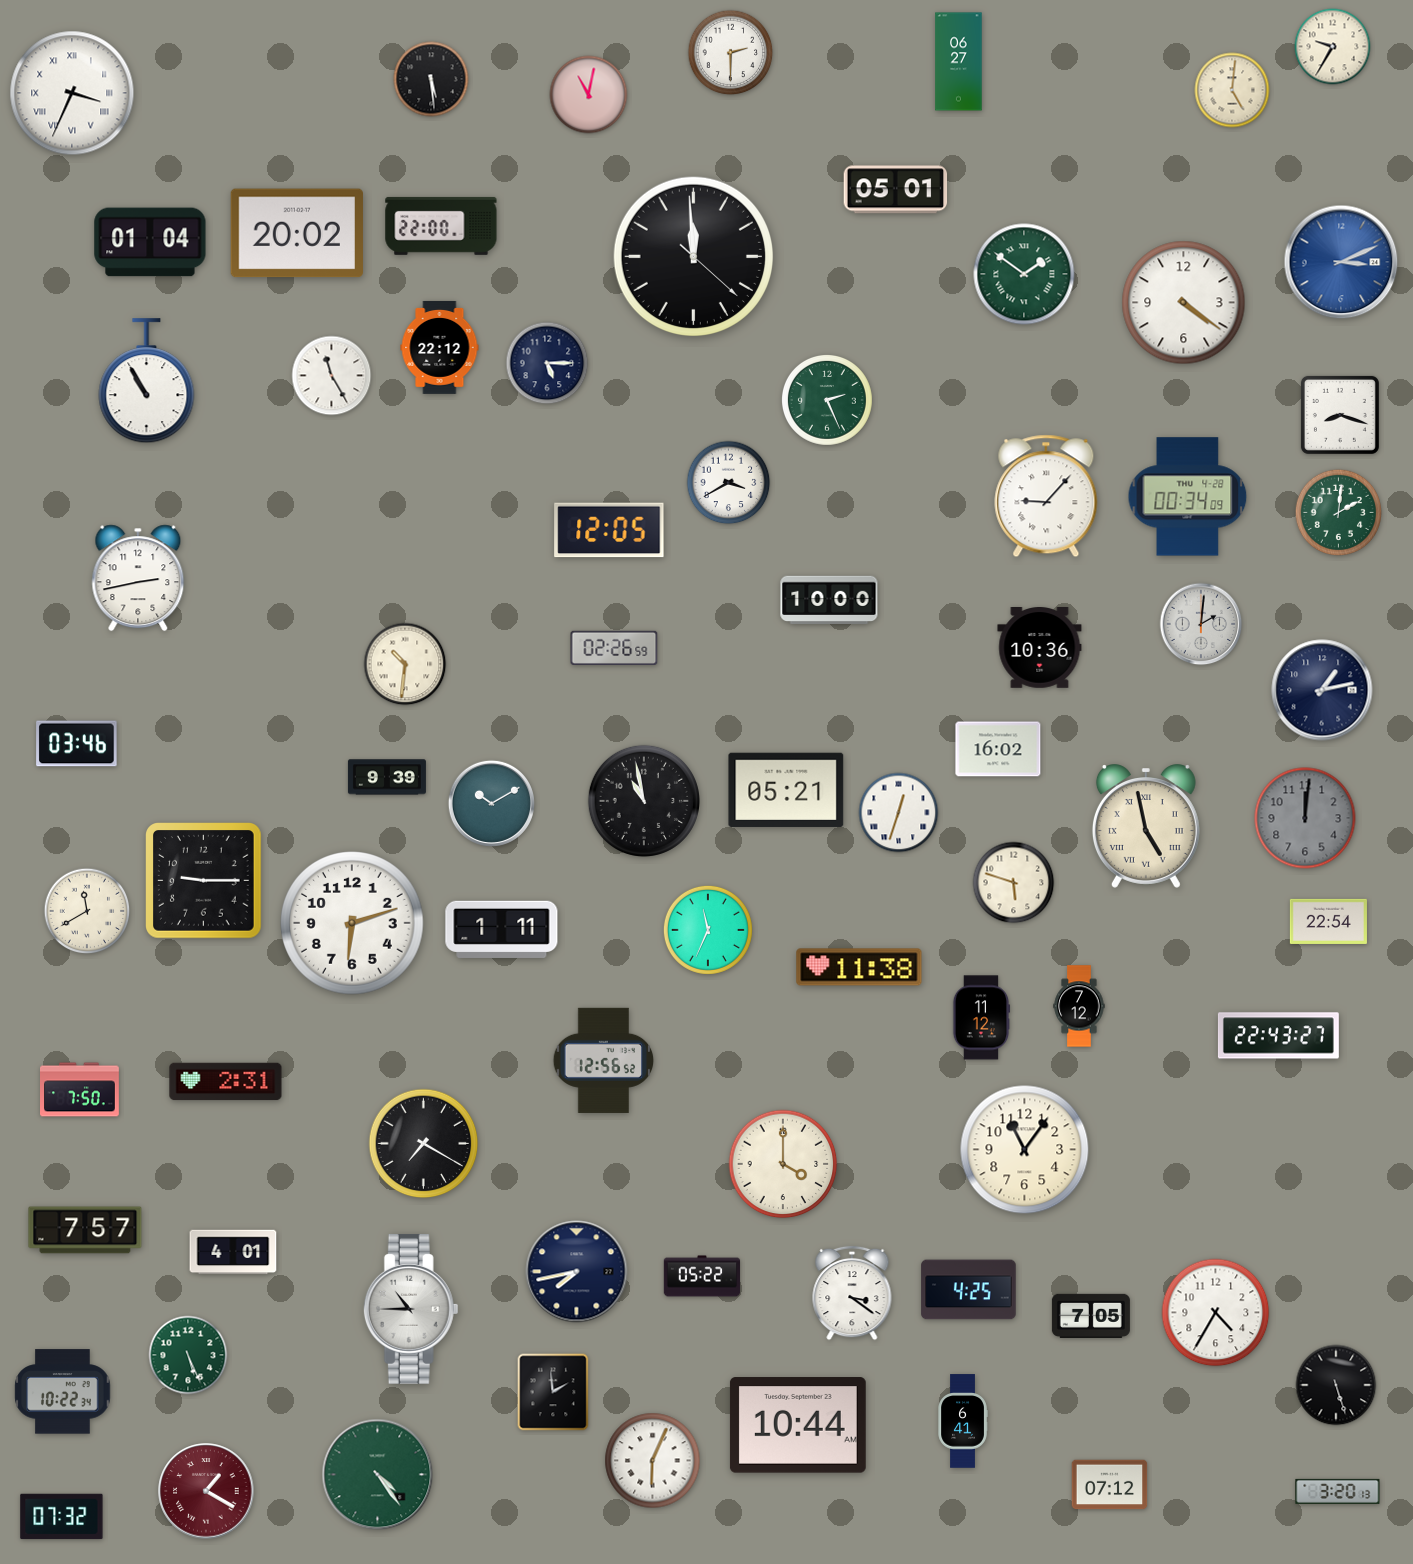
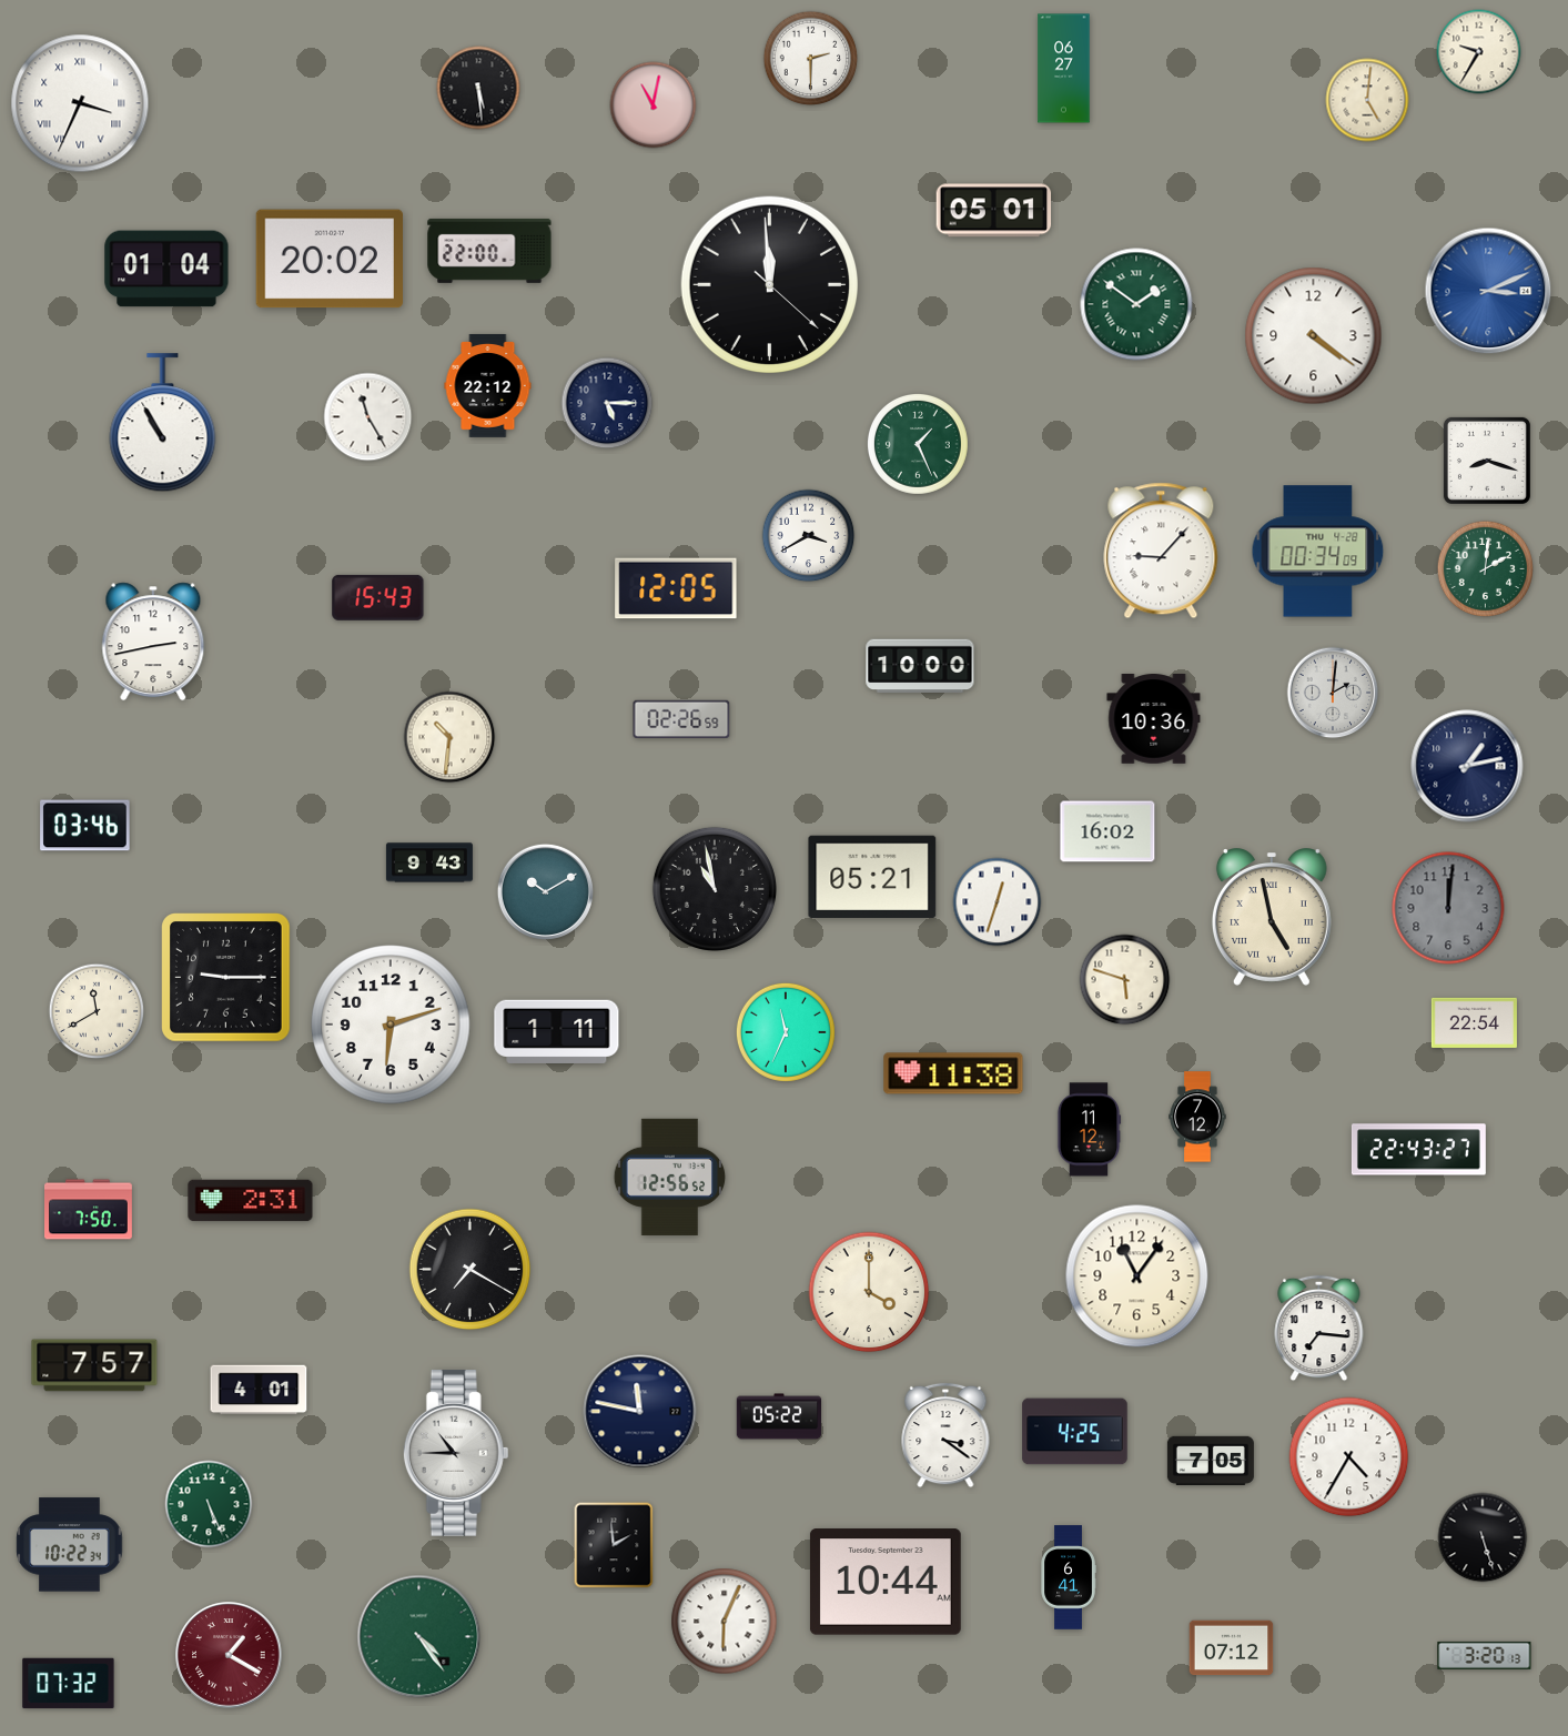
clock at (827, 400): 2:26 -> 1:26
clock at (378, 597): none -> 15:43
clock at (387, 777): 9:39 -> 9:43
clock at (1319, 1329): none -> 7:16
clock at (577, 1272): 7:43 -> 11:47
